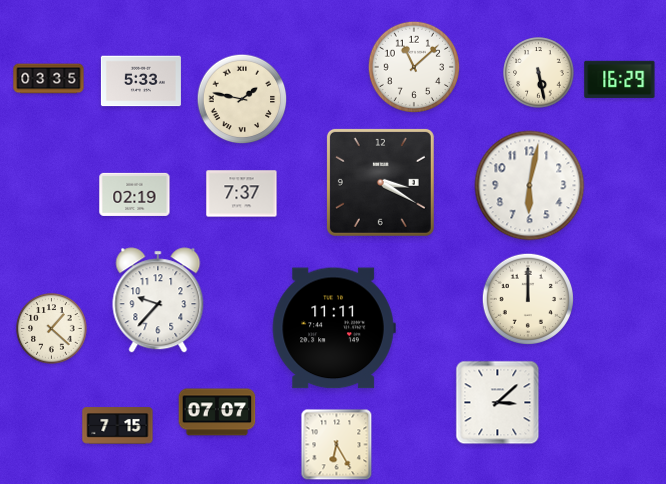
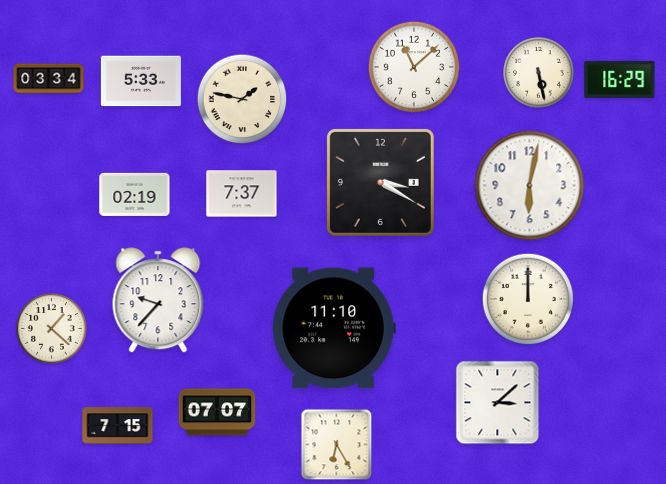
clock at (49, 79): 03:35 -> 03:34
clock at (334, 328): 11:11 -> 11:10
